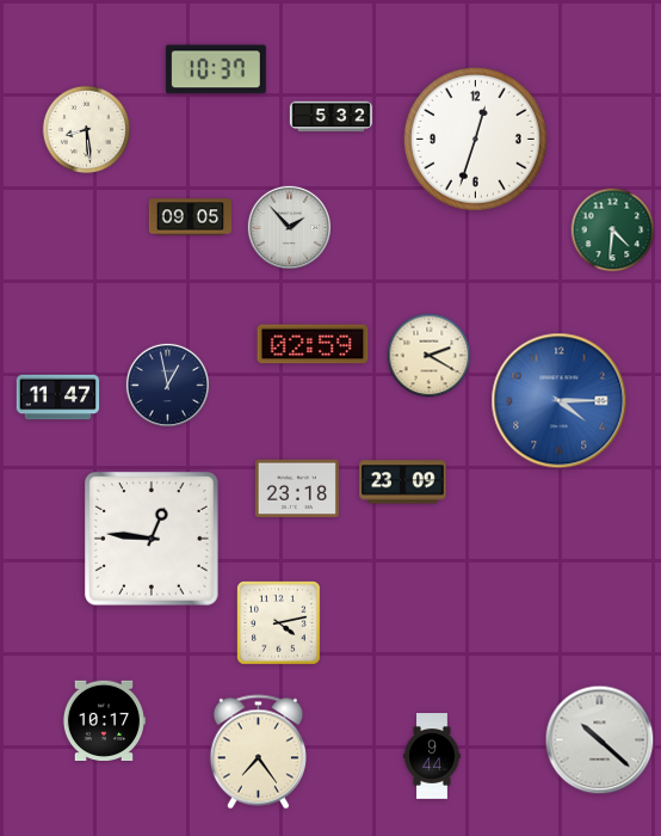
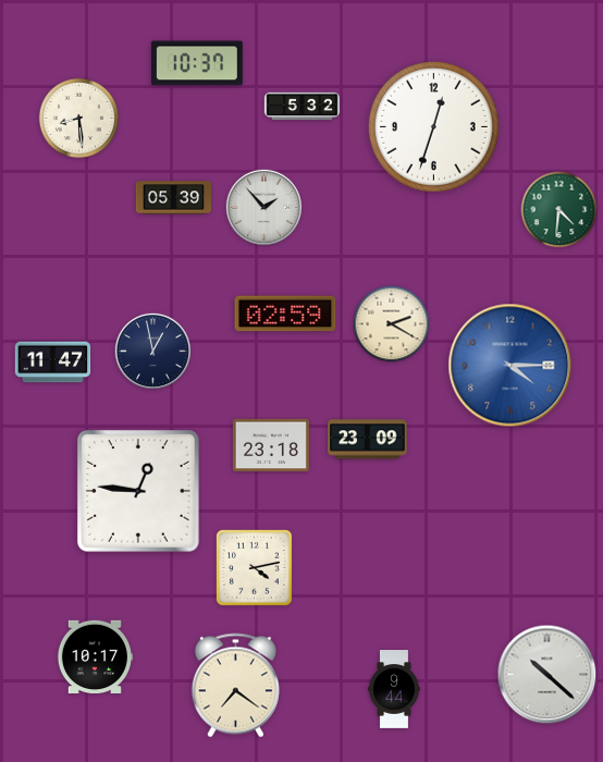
clock at (191, 217): 09:05 -> 05:39
clock at (258, 752): 7:24 -> 7:21
